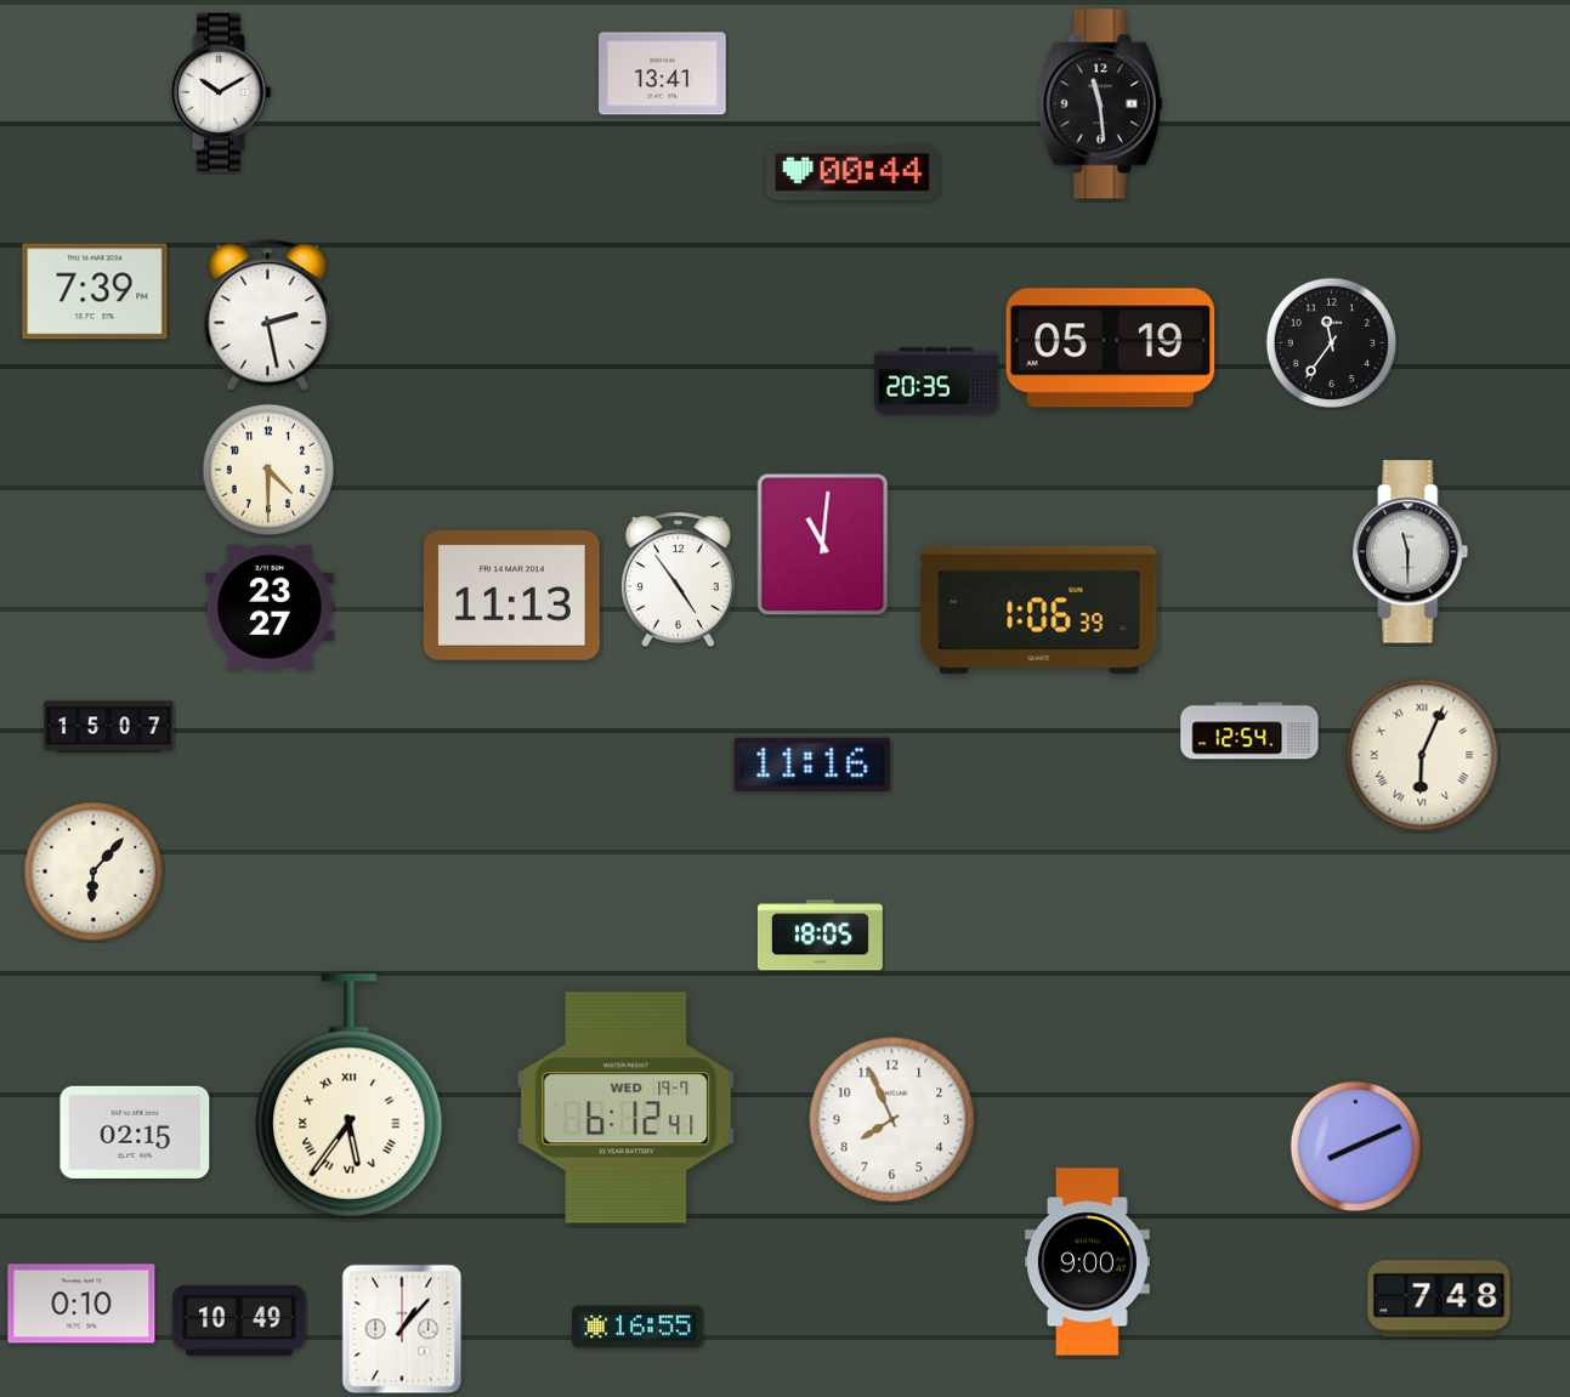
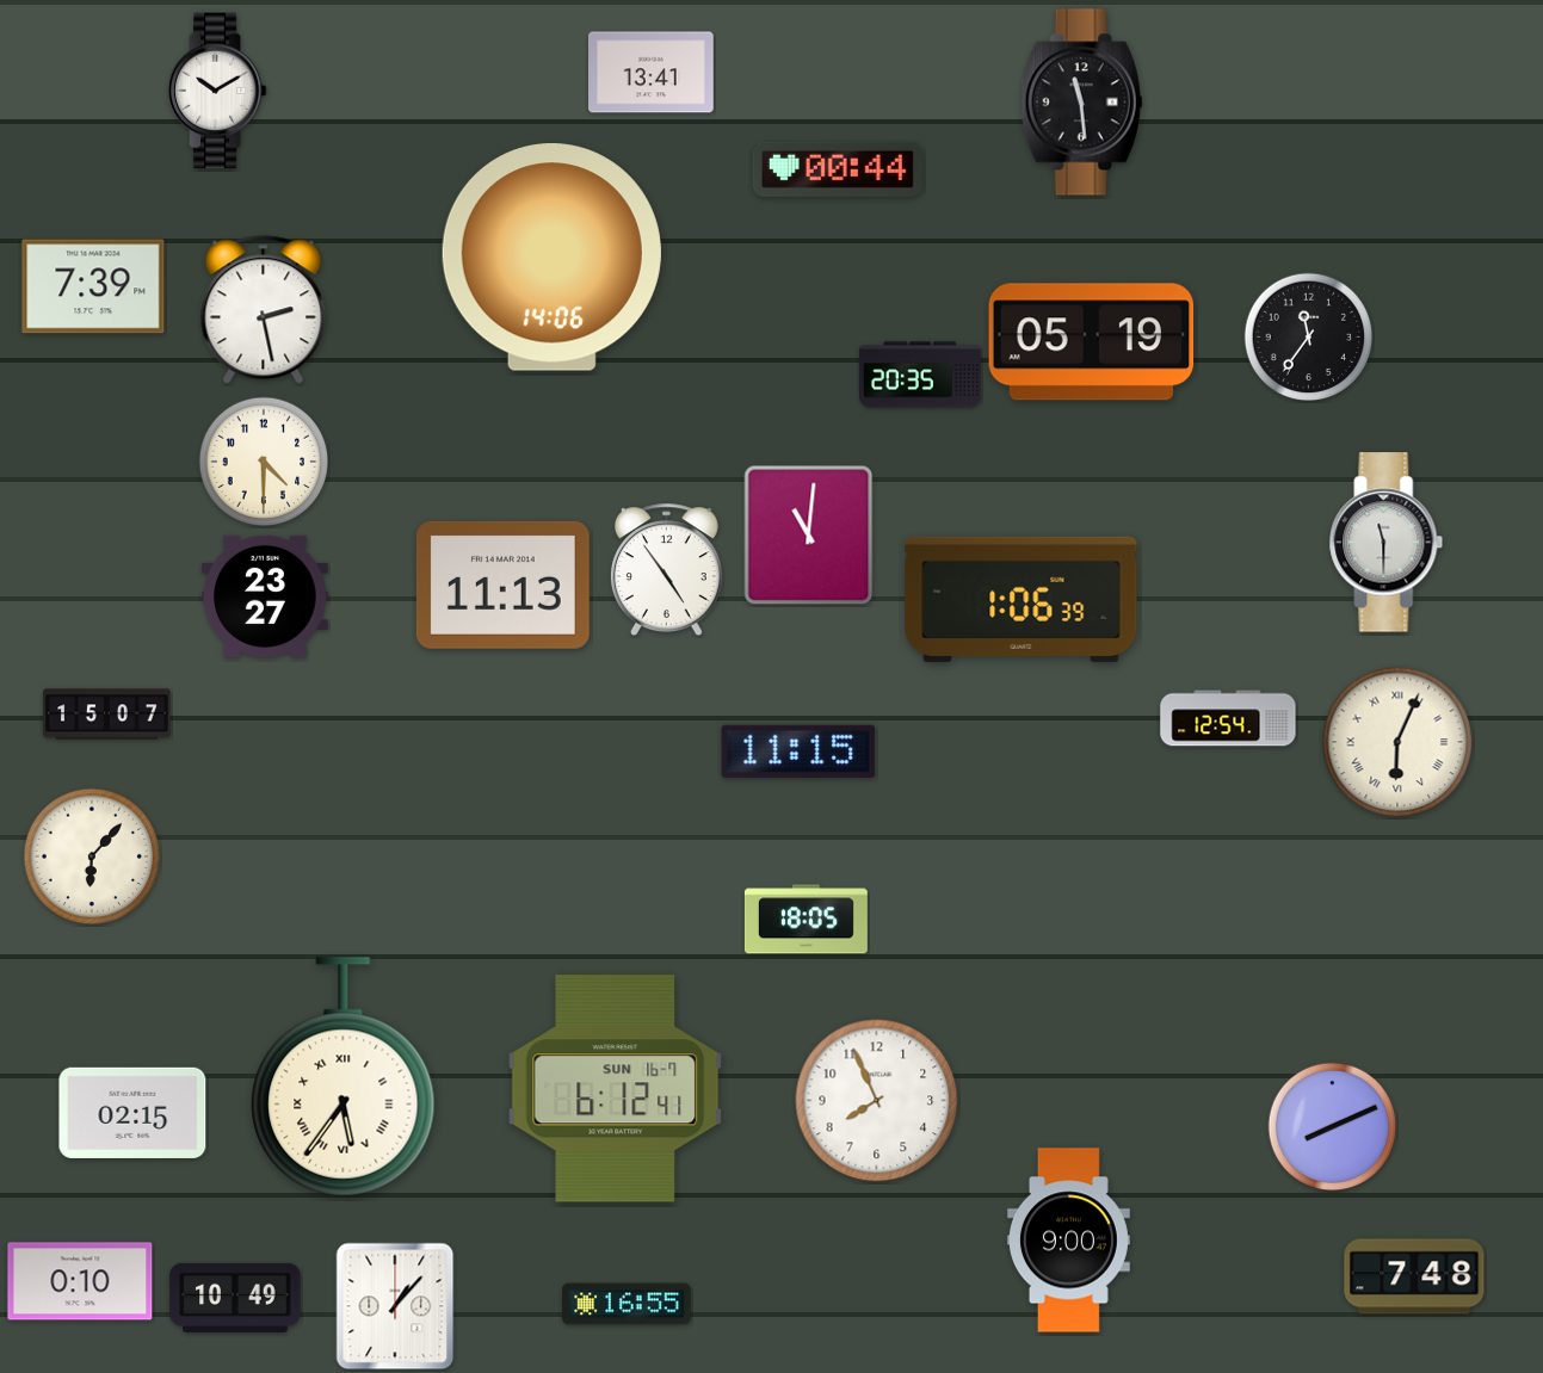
clock at (551, 258): none -> 14:06
clock at (812, 765): 11:16 -> 11:15
clock at (627, 1108) date: WED 19-7 -> SUN 16-7
